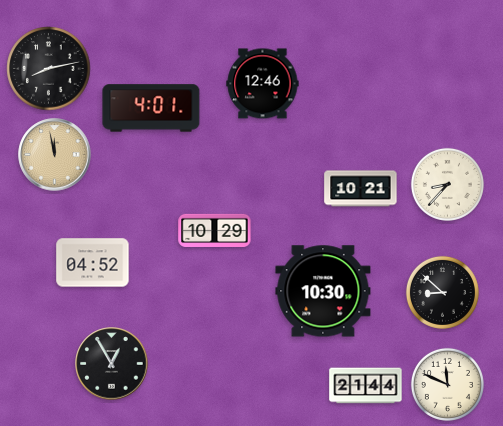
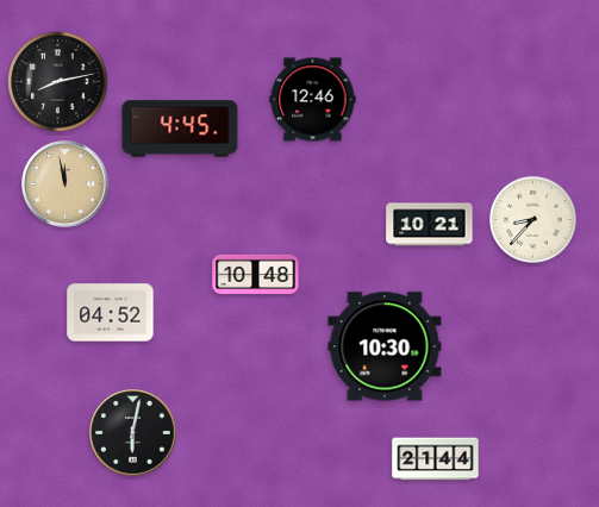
clock at (151, 108): 4:01 -> 4:45
clock at (215, 230): 10:29 -> 10:48
clock at (442, 292): 8:52 -> none
clock at (112, 364): 12:55 -> 6:02
clock at (447, 384): 11:49 -> none
